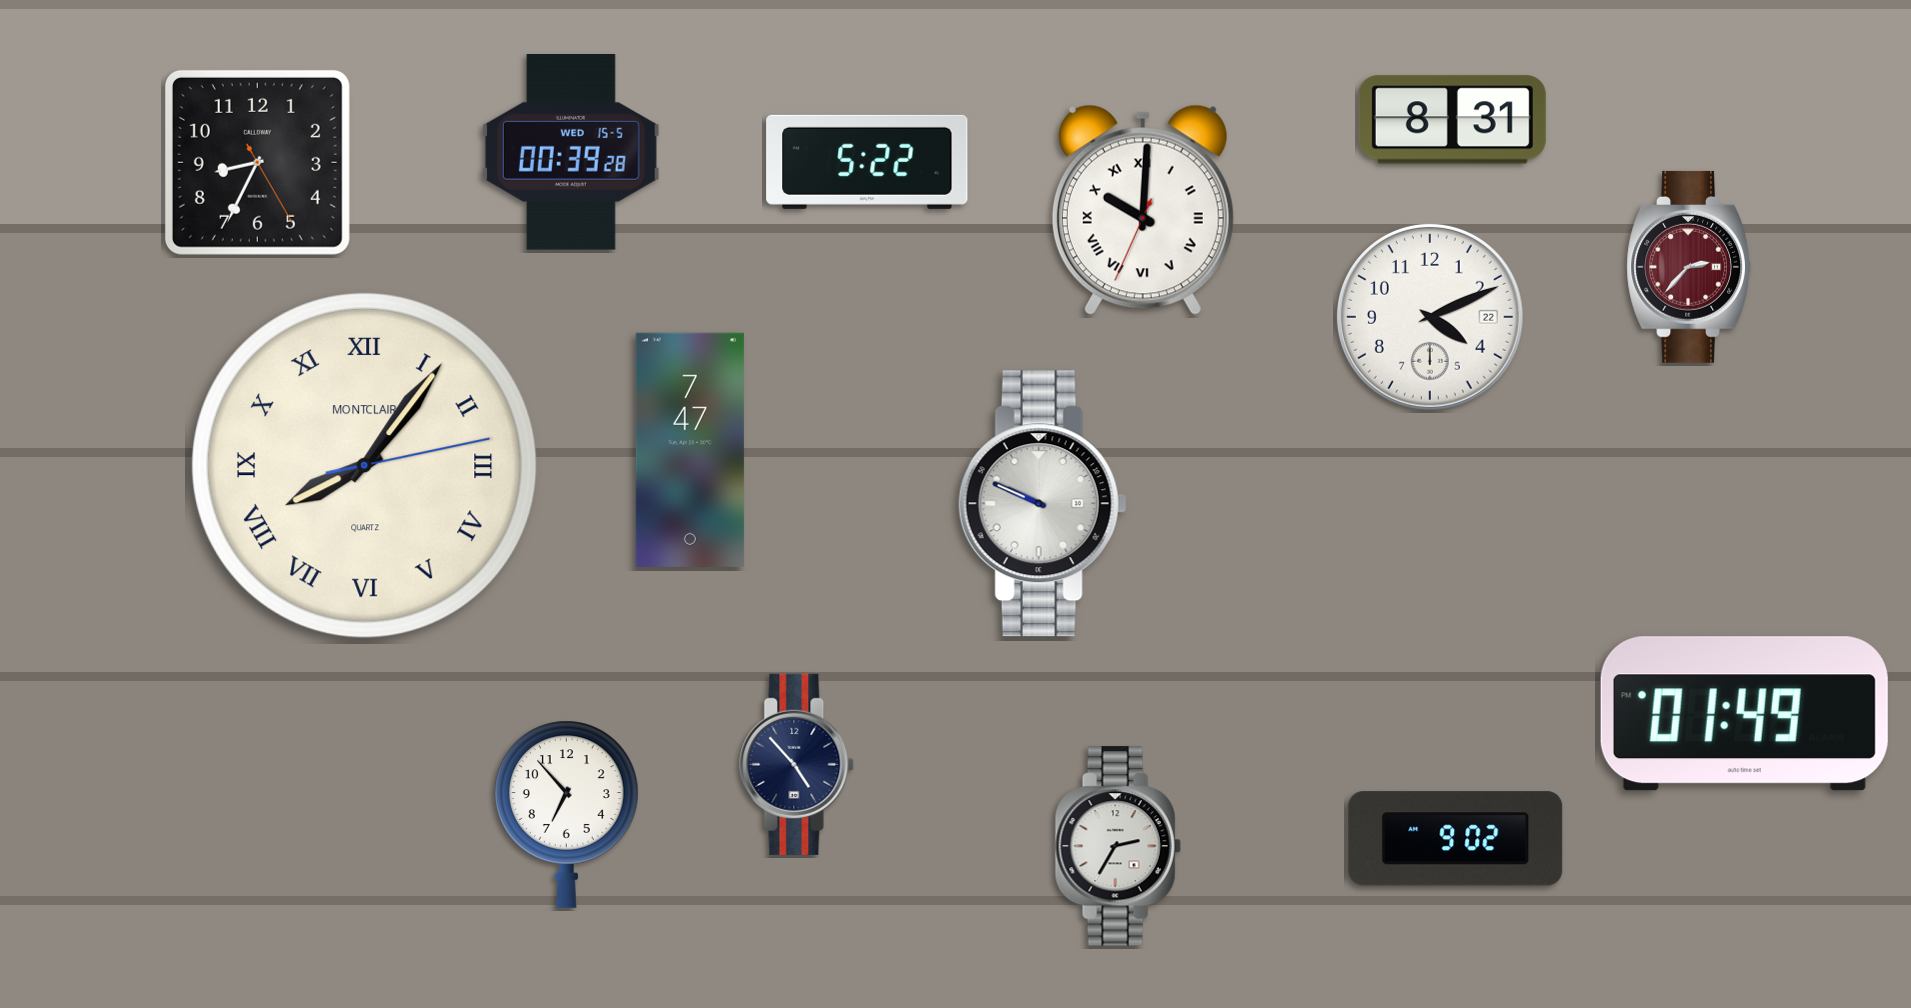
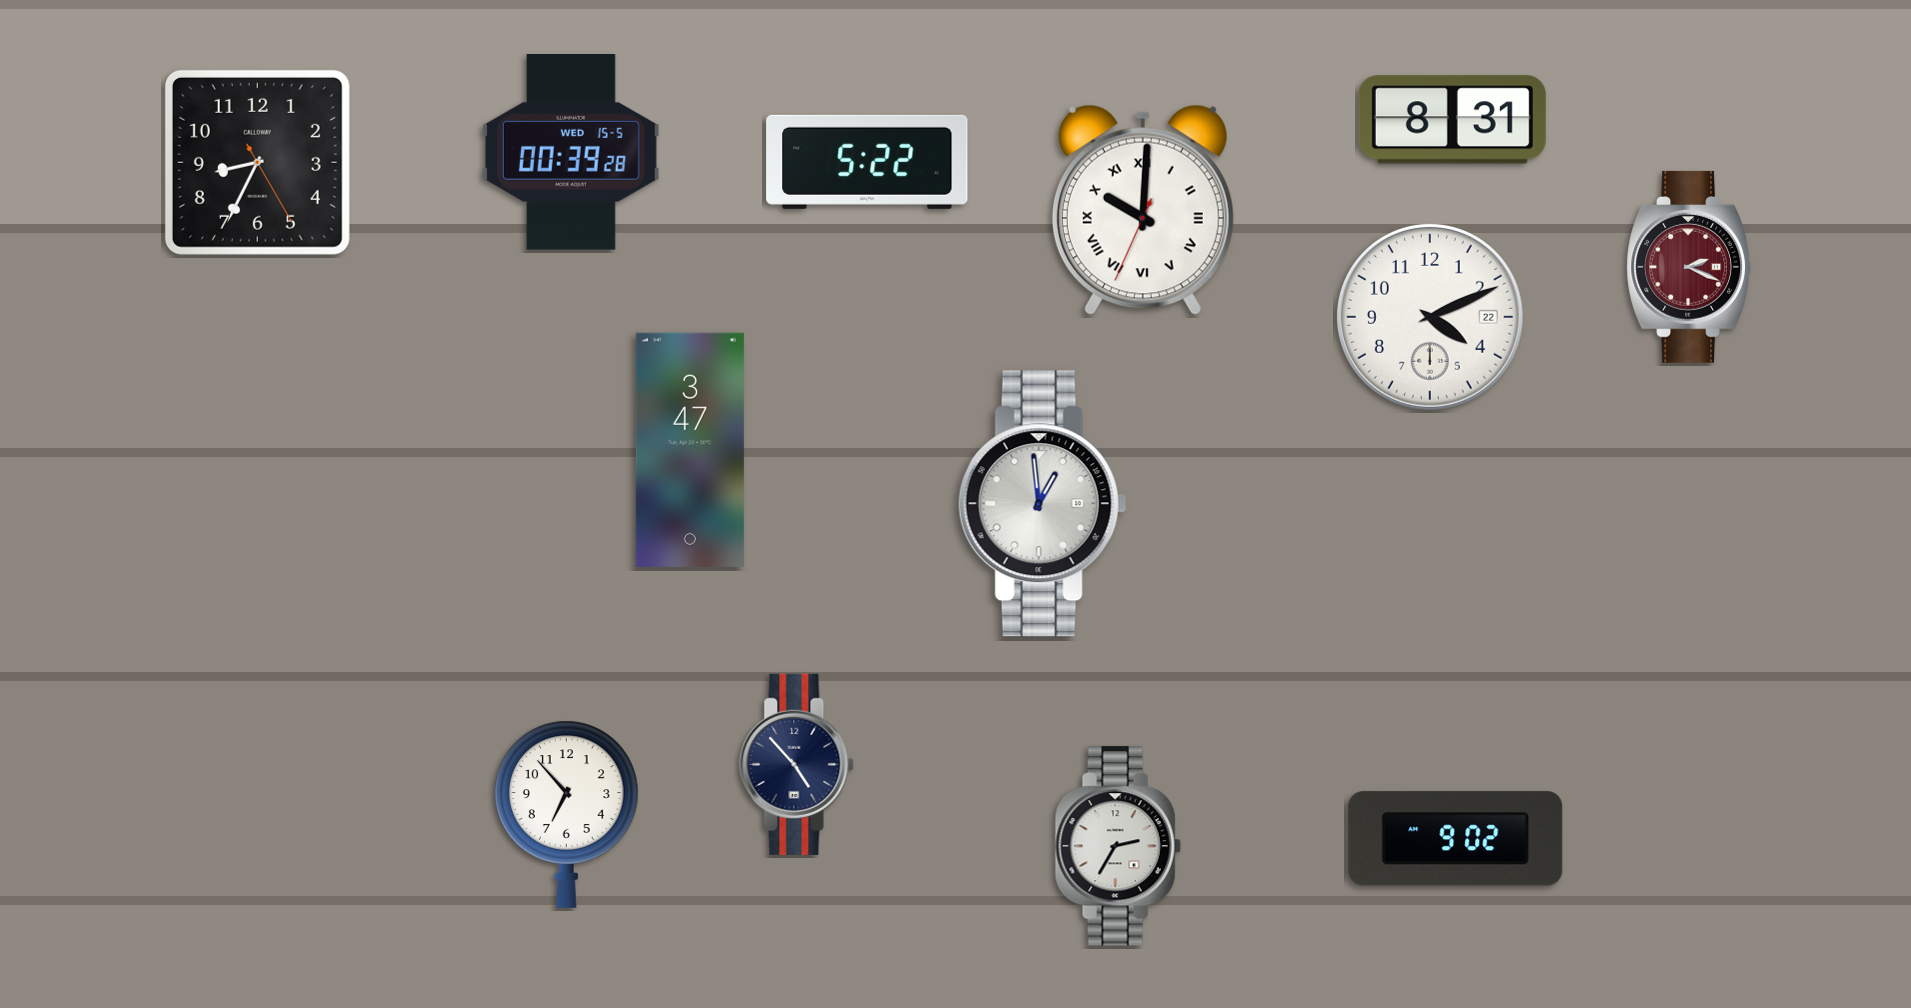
clock at (1689, 267): 2:37 -> 2:19
clock at (690, 450): 7:47 -> 3:47
clock at (364, 465): 8:06 -> none
clock at (1042, 504): 9:49 -> 12:59
clock at (1744, 714): 01:49 -> none
